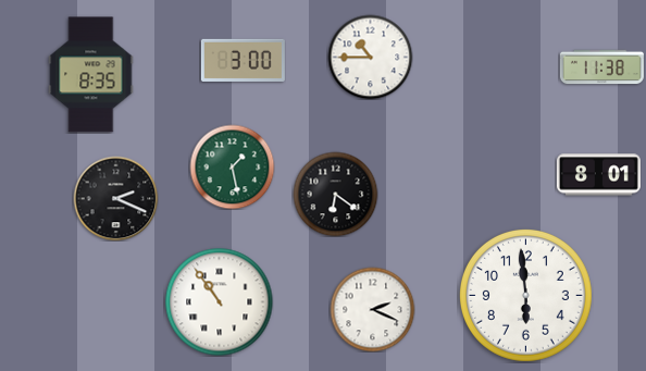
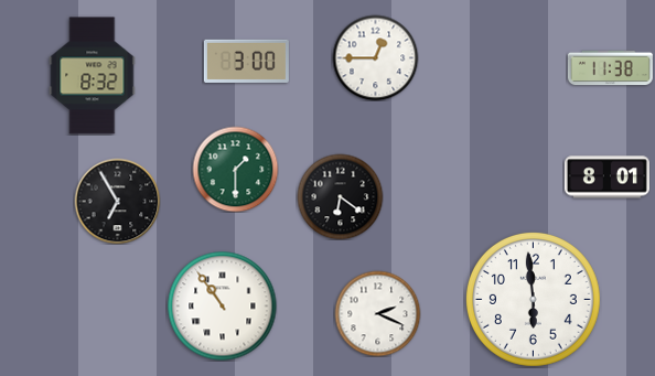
clock at (370, 57): 10:45 -> 12:45
clock at (91, 75): 8:35 -> 8:32
clock at (232, 166): 1:28 -> 1:30
clock at (115, 198): 2:19 -> 6:55
